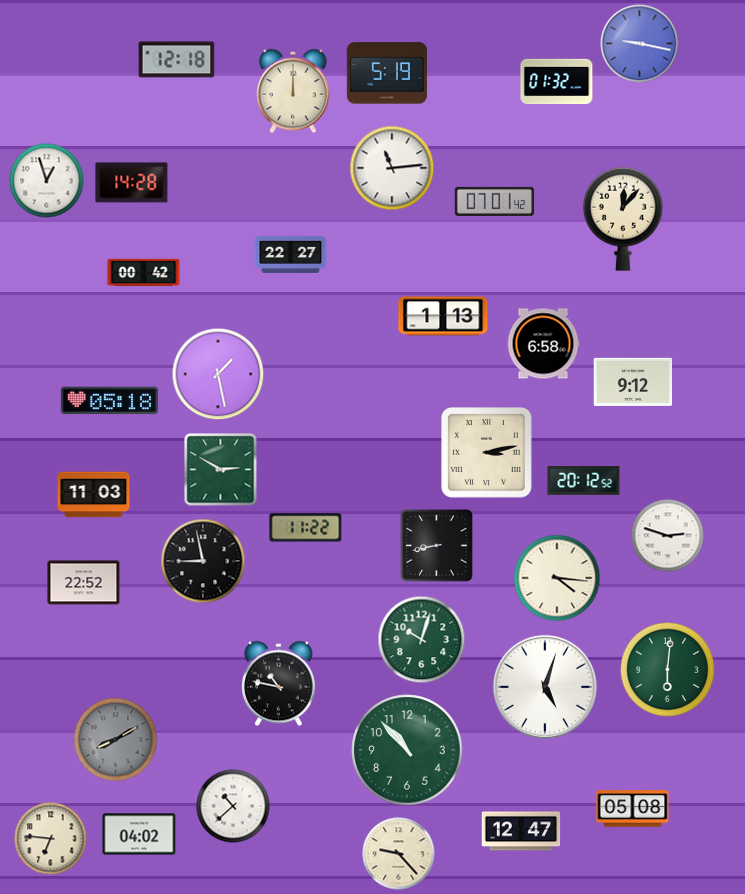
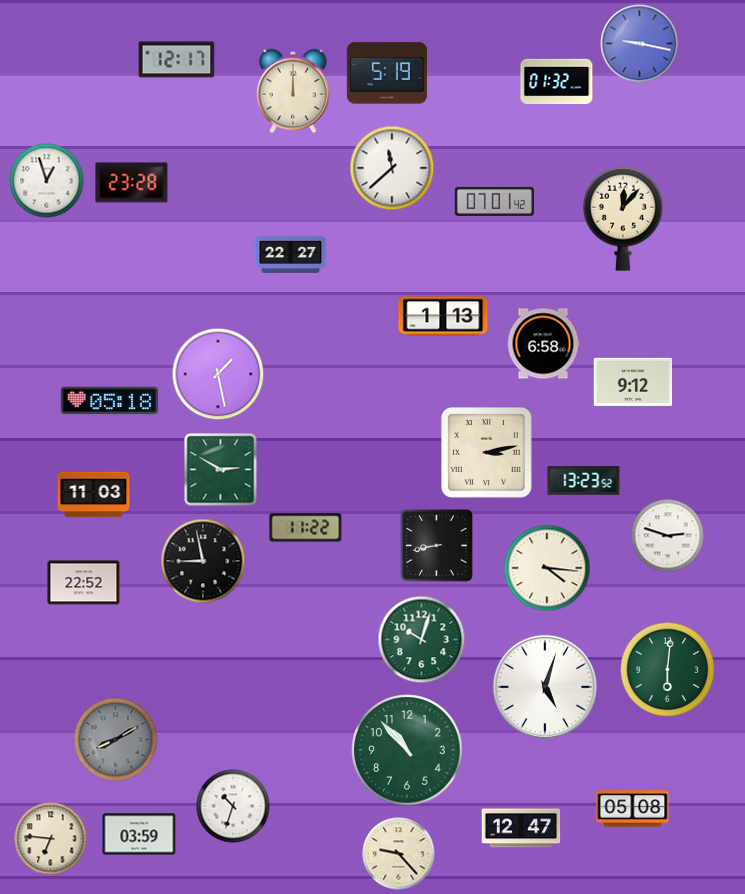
clock at (177, 60): 12:18 -> 12:17
clock at (392, 168): 11:14 -> 11:38
clock at (132, 183): 14:28 -> 23:28
clock at (144, 273): 00:42 -> none
clock at (584, 481): 20:12 -> 13:23
clock at (557, 578) position: (557, 578) -> (547, 568)
clock at (278, 684): 10:47 -> none
clock at (233, 806): 10:38 -> 10:33
clock at (521, 831) position: (521, 831) -> (521, 828)
clock at (139, 834): 04:02 -> 03:59
